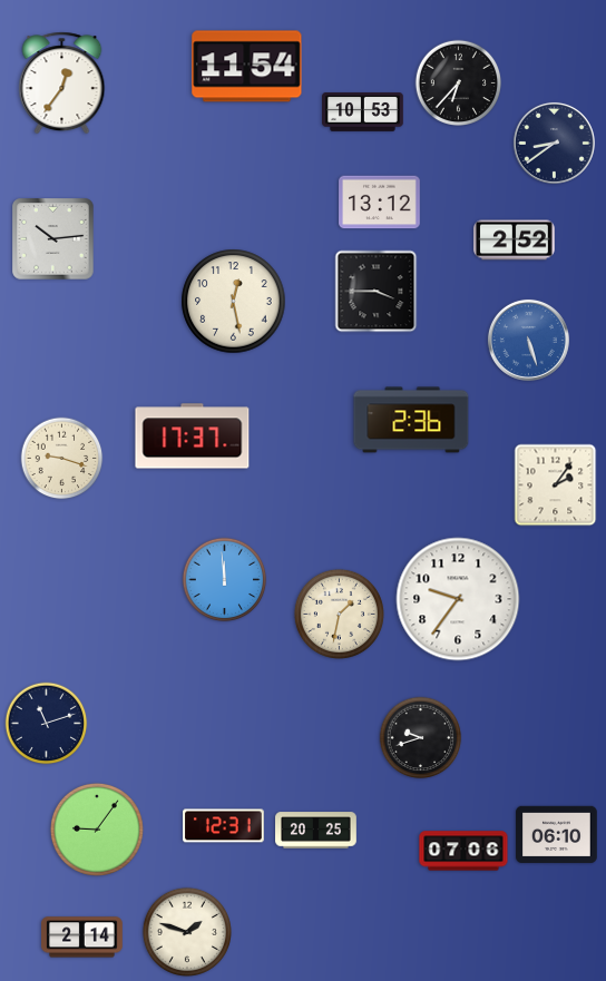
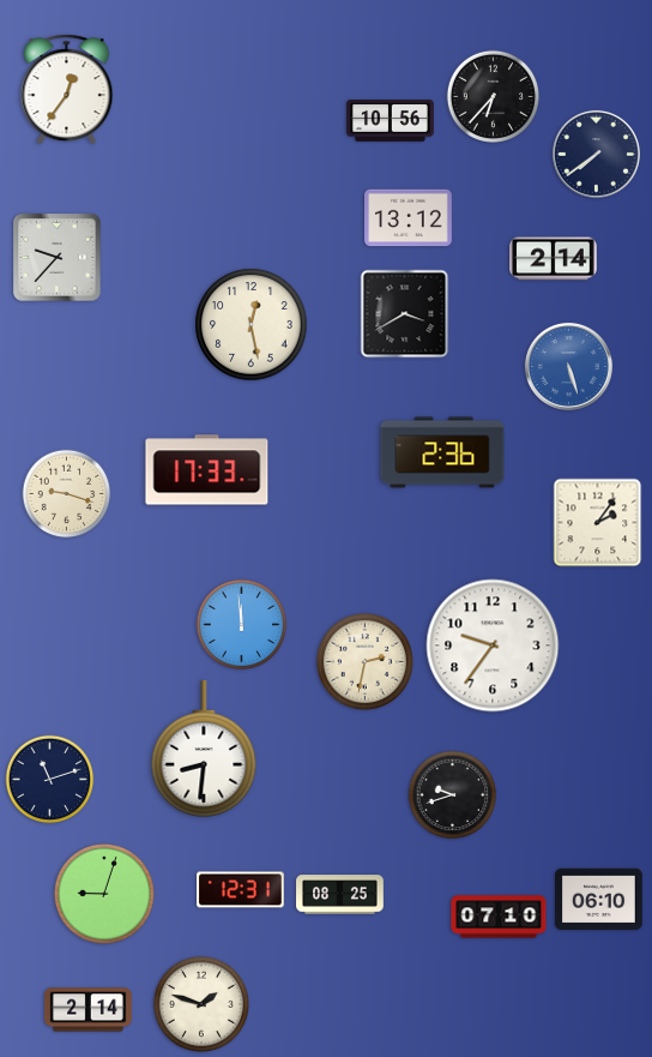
clock at (247, 67): 11:54 -> none
clock at (459, 84) position: (459, 84) -> (494, 97)
clock at (363, 112): 10:53 -> 10:56
clock at (554, 143): 8:39 -> 7:39
clock at (53, 239): 10:14 -> 9:37
clock at (515, 241): 2:52 -> 2:14
clock at (377, 292): 3:45 -> 3:40
clock at (193, 436): 17:37 -> 17:33
clock at (339, 614): 1:32 -> 2:32
clock at (204, 750): none -> 8:31
clock at (97, 830): 9:06 -> 9:03
clock at (316, 831): 20:25 -> 08:25
clock at (463, 851): 07:06 -> 07:10
